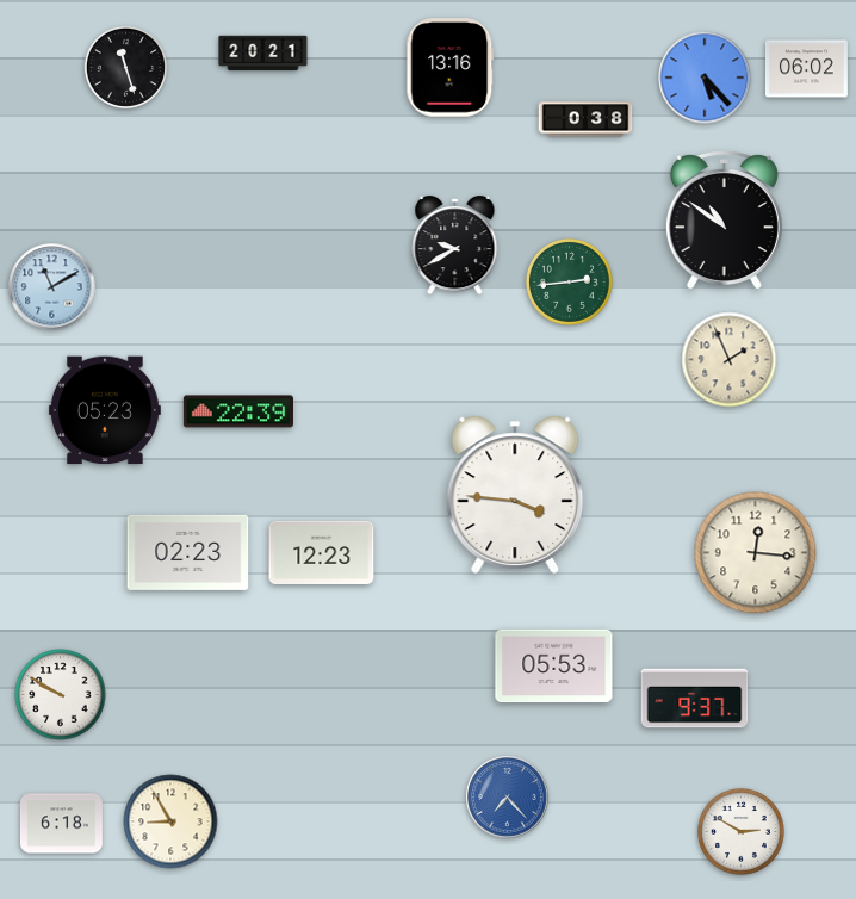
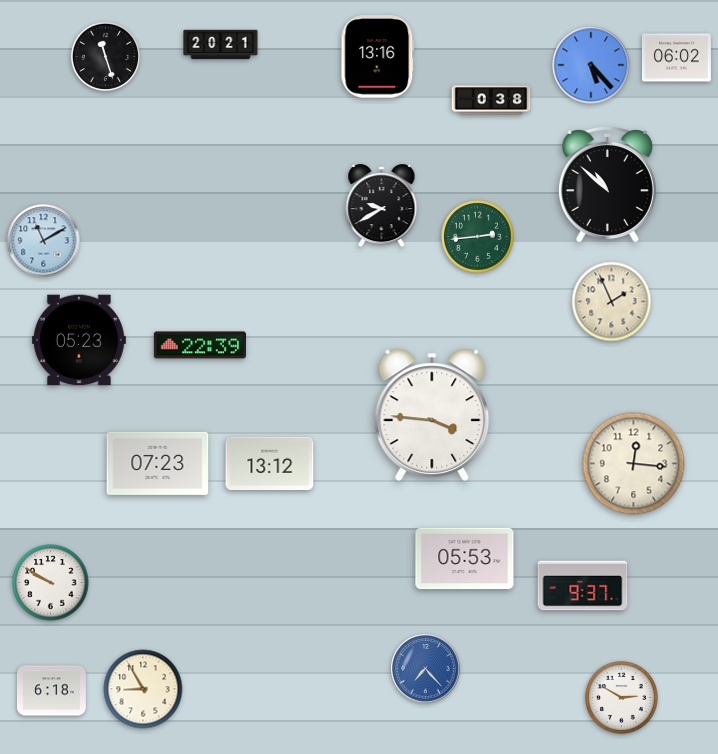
clock at (724, 221): 10:51 -> 10:52
clock at (105, 410) position: (105, 410) -> (79, 340)
clock at (188, 552): 02:23 -> 07:23
clock at (322, 552): 12:23 -> 13:12
